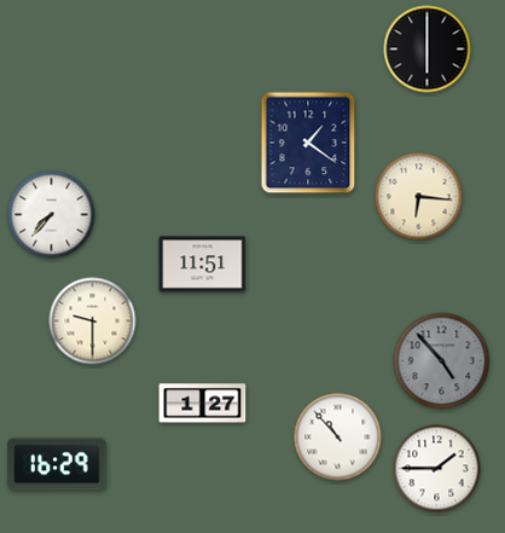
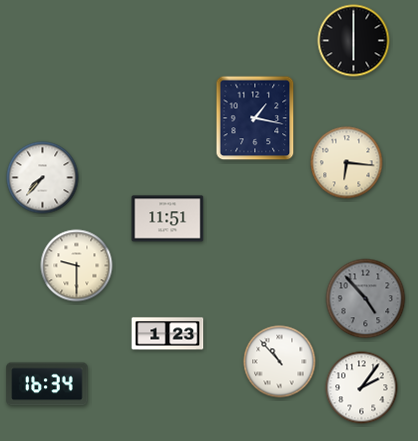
clock at (308, 143): 1:21 -> 1:17
clock at (203, 404): 1:27 -> 1:23
clock at (57, 464): 16:29 -> 16:34
clock at (437, 469): 1:45 -> 2:06
